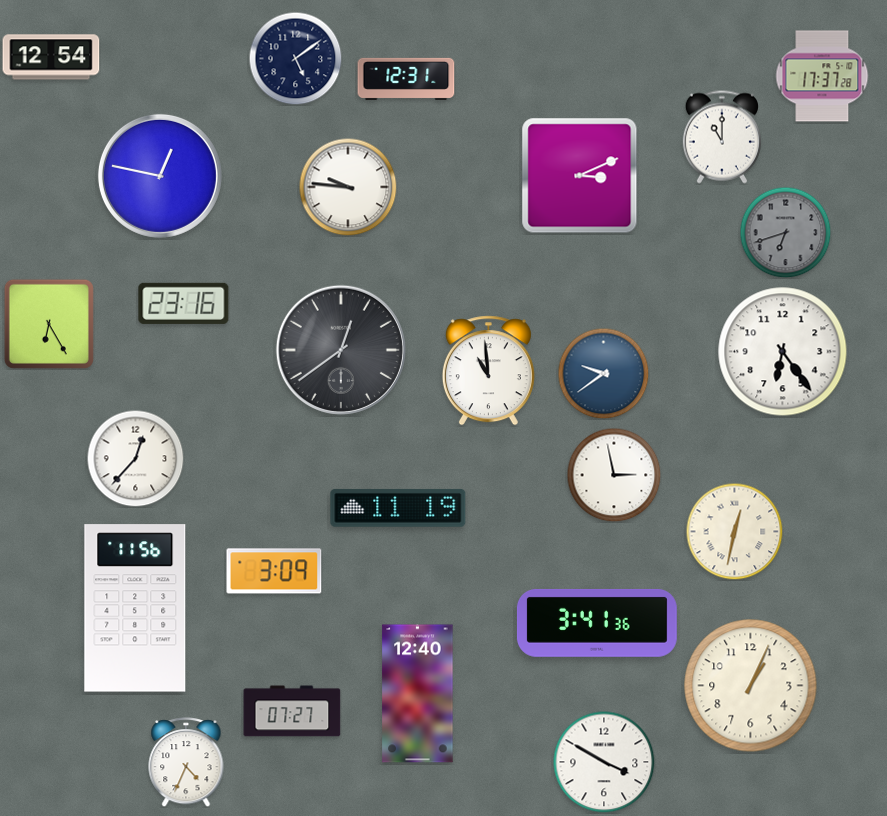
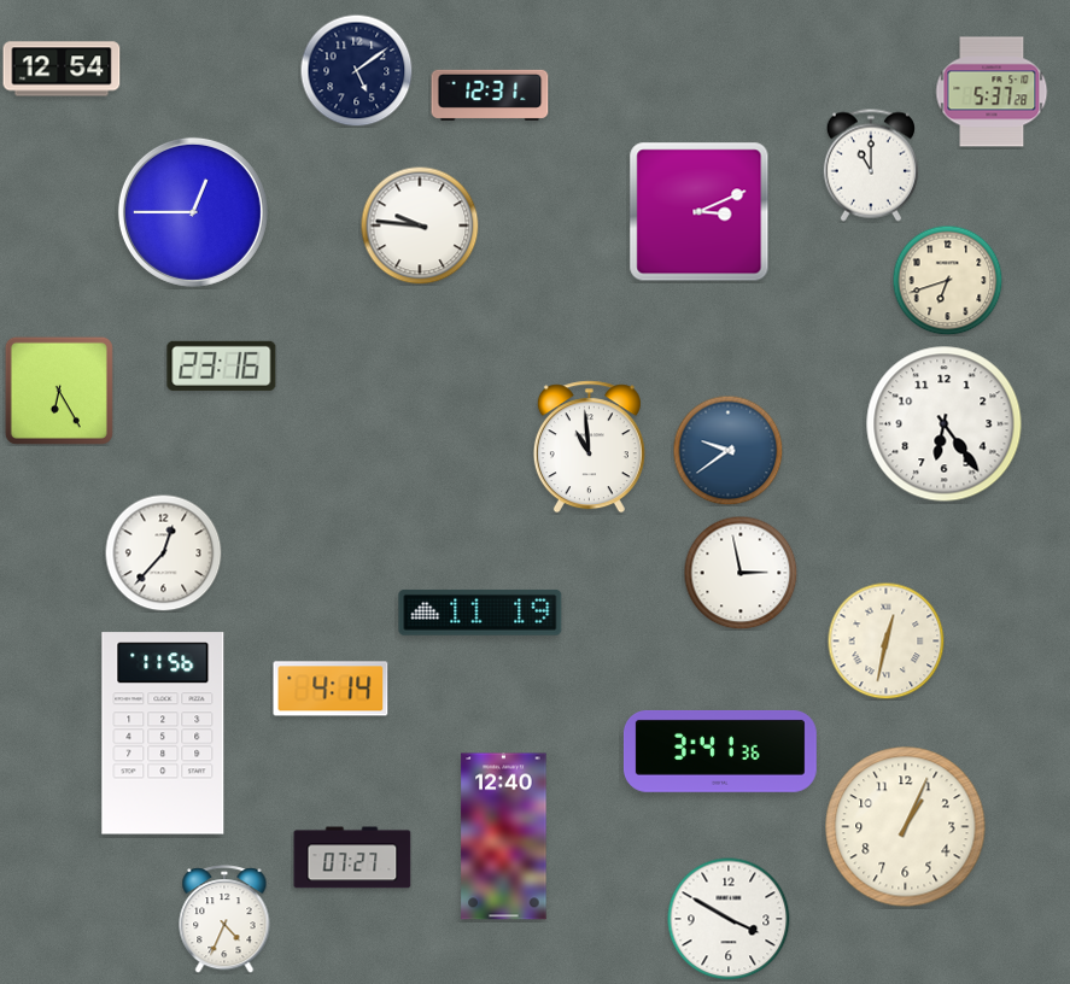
clock at (822, 76): 17:37 -> 5:37
clock at (160, 176): 12:47 -> 12:45
clock at (785, 232) dial: grey -> cream
clock at (341, 350): 12:39 -> none
clock at (274, 571): 3:09 -> 4:14
